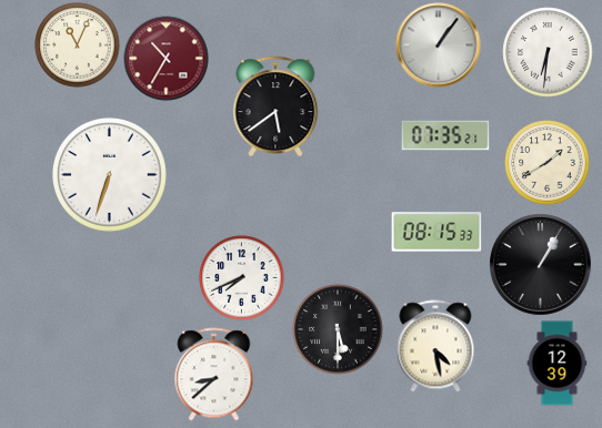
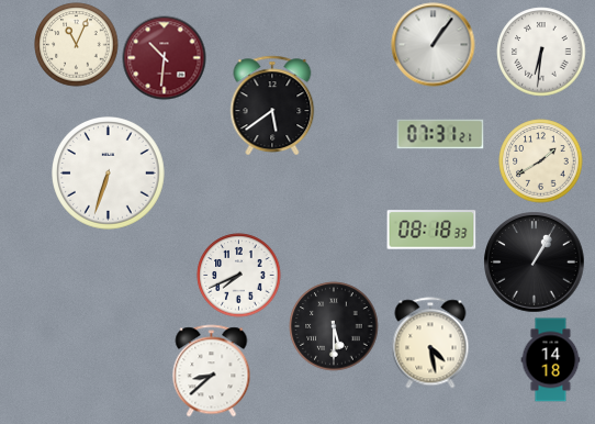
clock at (167, 59): 10:35 -> 10:31
clock at (445, 135): 07:35 -> 07:31
clock at (437, 232): 08:15 -> 08:18
clock at (558, 364): 12:39 -> 14:18
